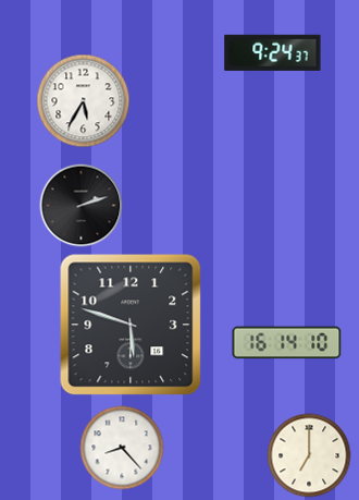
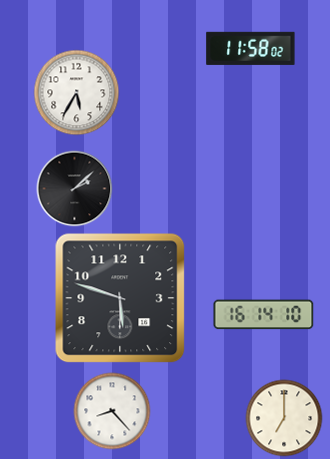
clock at (273, 52): 9:24 -> 11:58
clock at (82, 206): 2:12 -> 2:08
